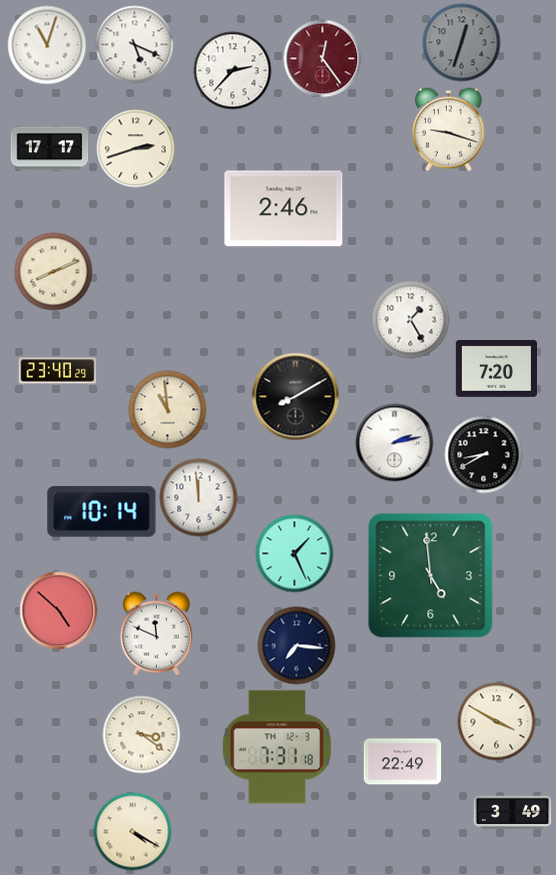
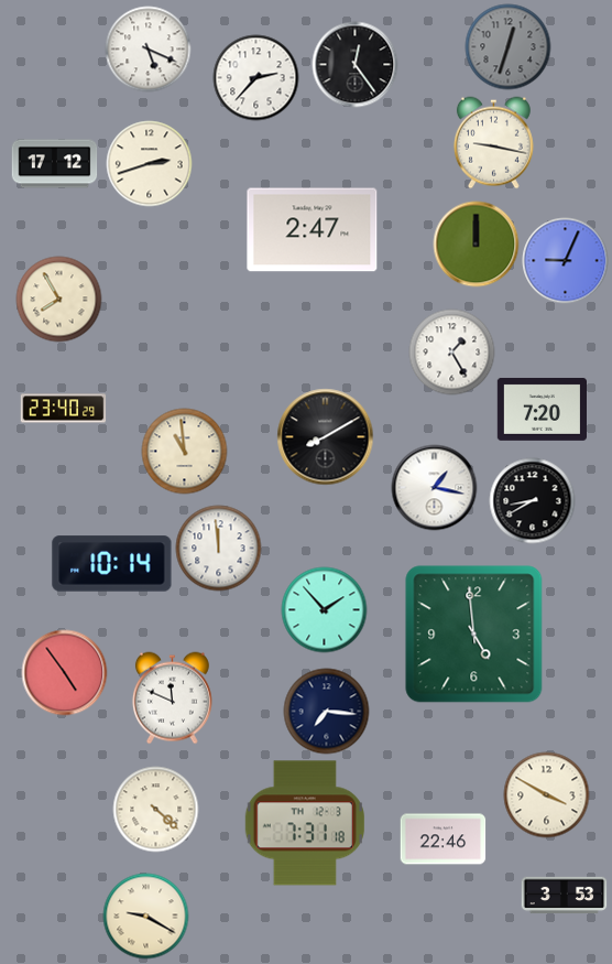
clock at (47, 45): 11:03 -> none
clock at (322, 58) dial: burgundy -> black
clock at (448, 129): 9:18 -> 9:17
clock at (49, 149): 17:17 -> 17:12
clock at (284, 209): 2:46 -> 2:47
clock at (476, 243): none -> 12:00
clock at (565, 260): none -> 9:04
clock at (53, 271): 8:11 -> 7:55
clock at (496, 368) position: (496, 368) -> (542, 409)
clock at (394, 442): 2:13 -> 1:17
clock at (294, 553): 1:26 -> 1:53
clock at (58, 610): 4:52 -> 4:54
clock at (141, 734): 3:21 -> 4:22
clock at (402, 762): 22:49 -> 22:46
clock at (512, 813): 3:49 -> 3:53
clock at (132, 831): 4:20 -> 9:20
